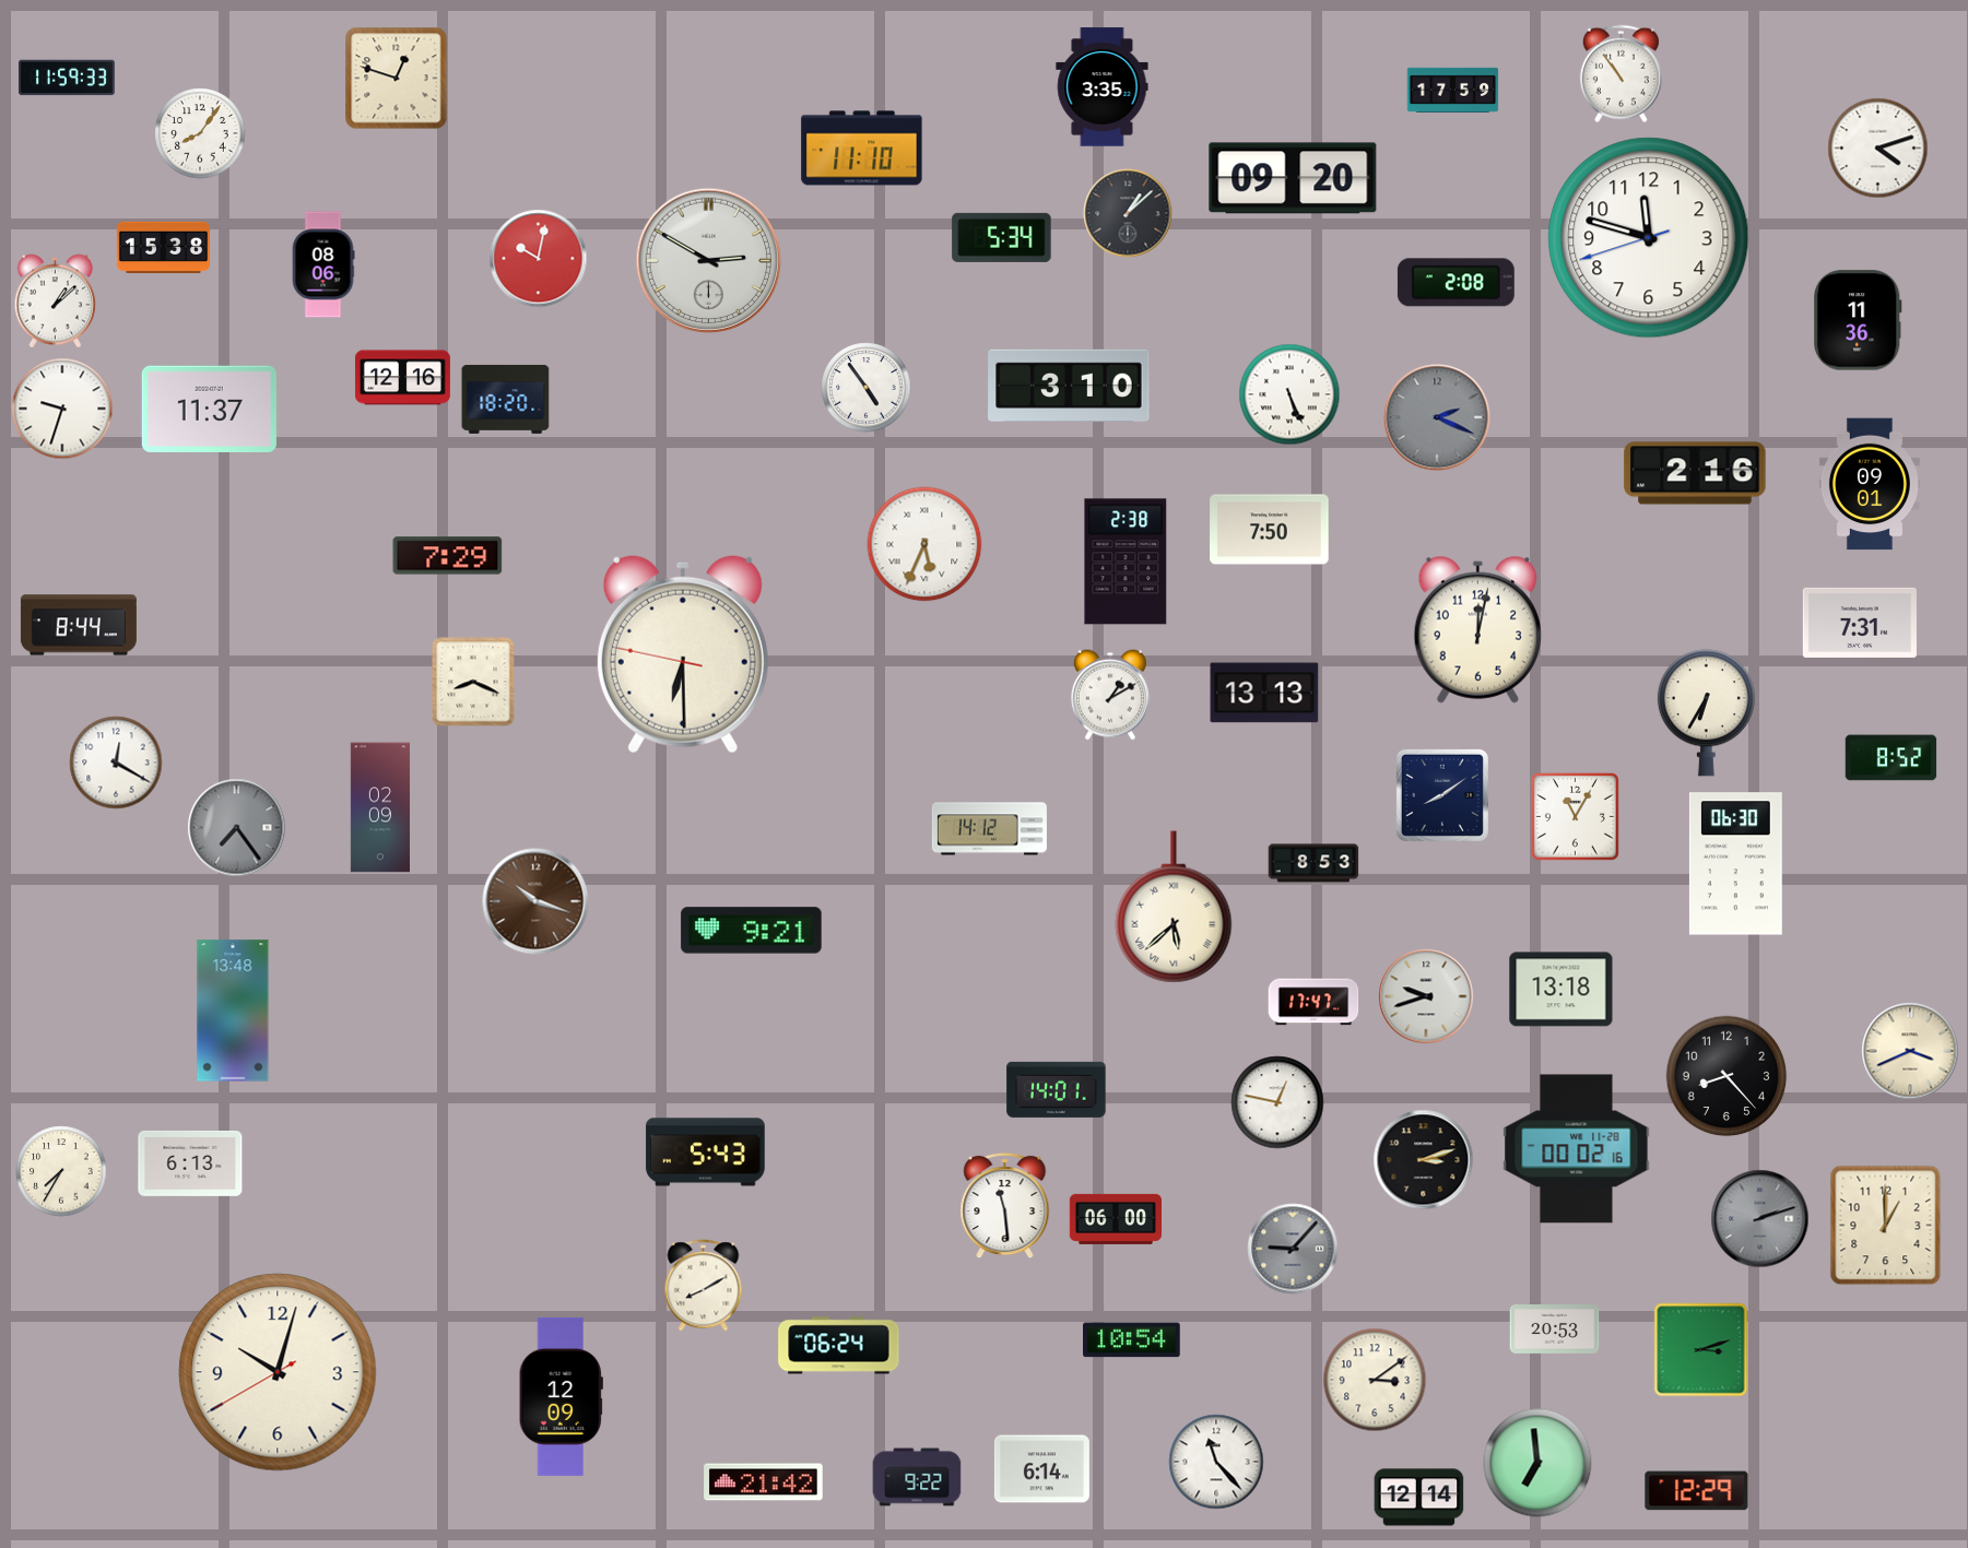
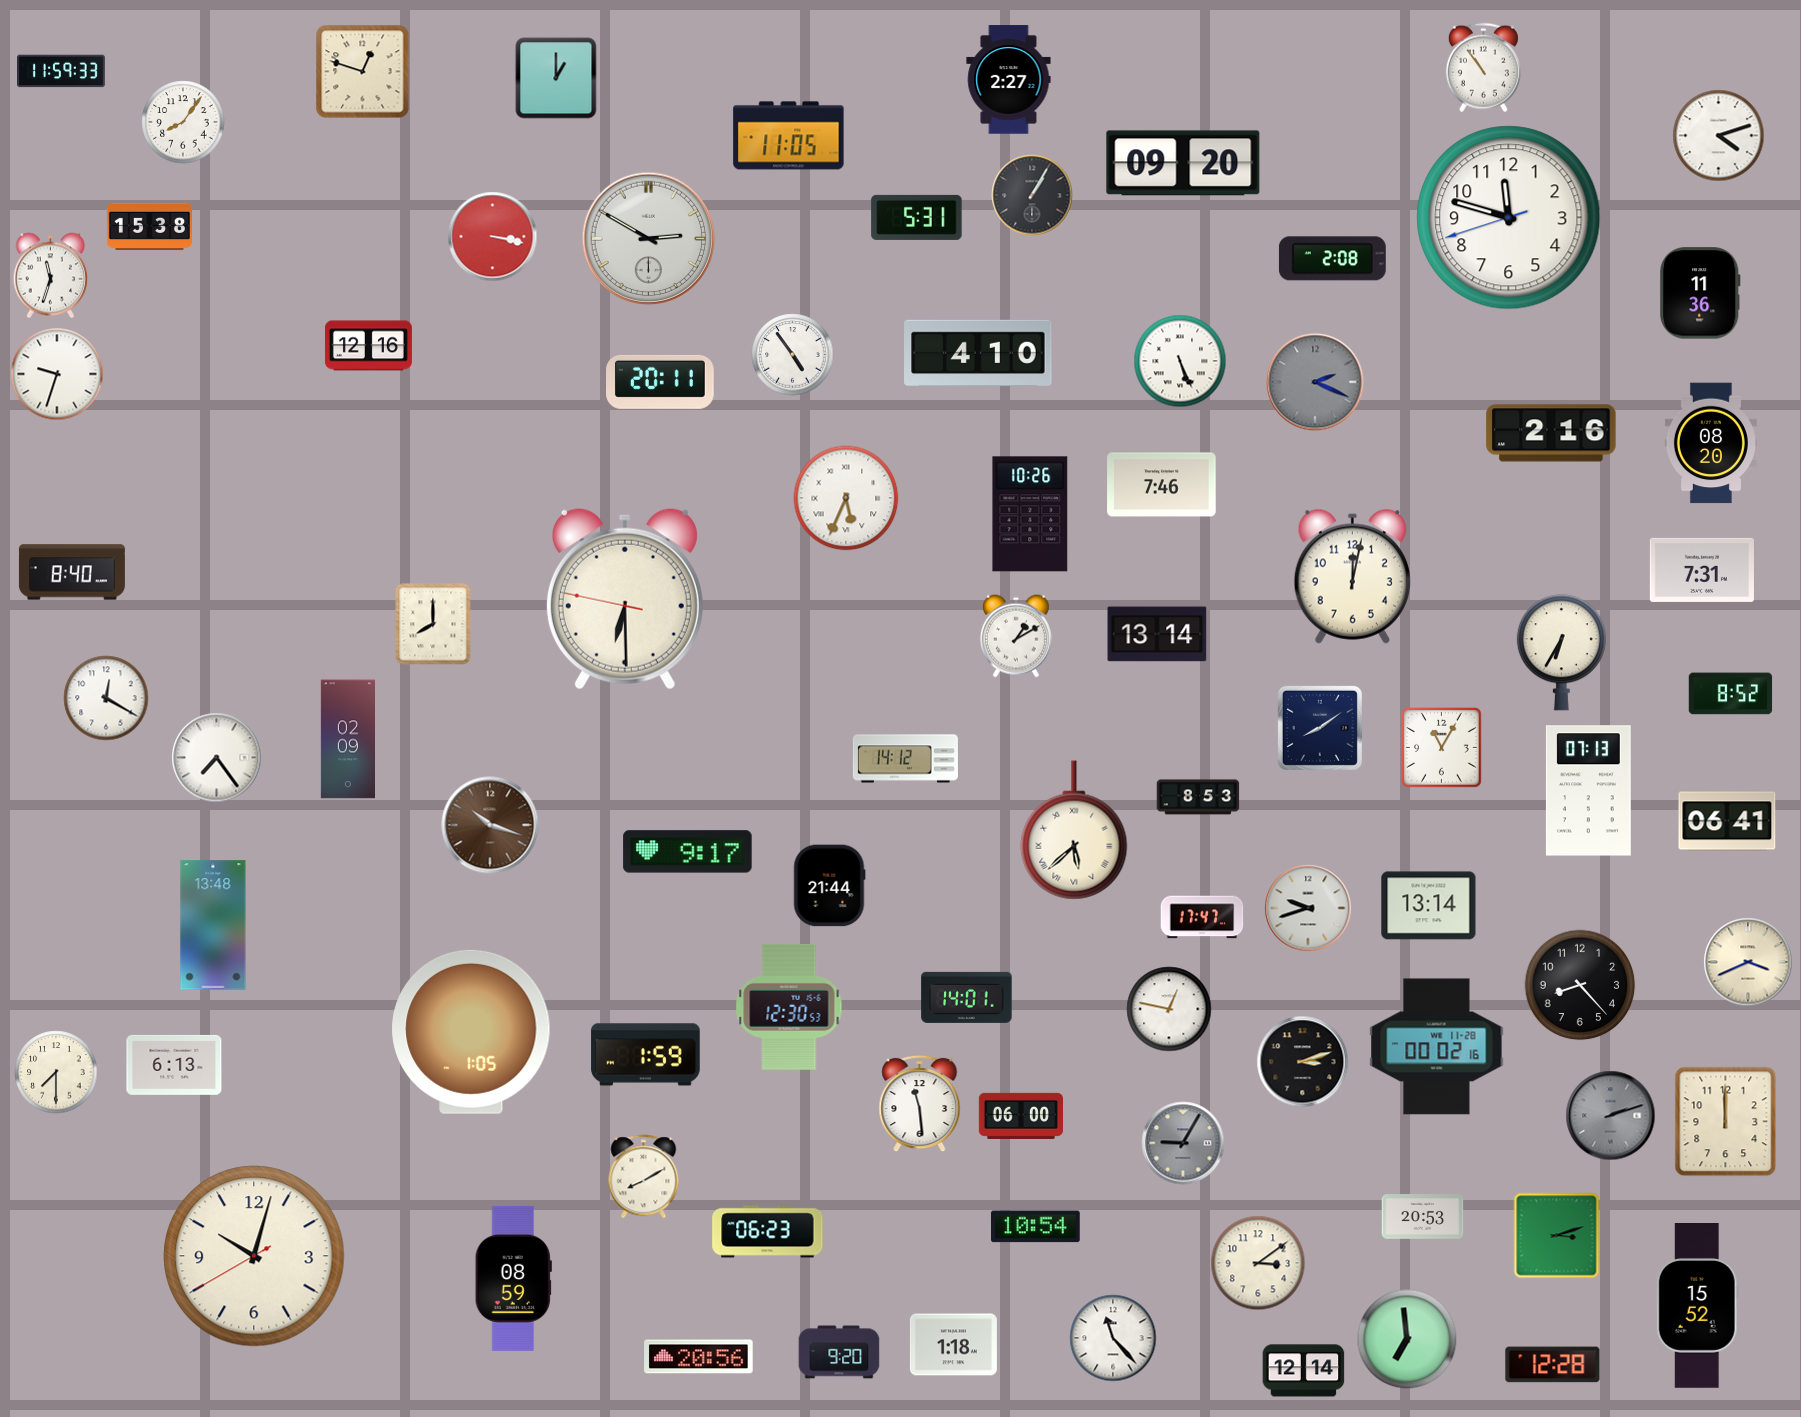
clock at (556, 78): none -> 1:00
clock at (1103, 87): 3:35 -> 2:27
clock at (1453, 90): 17:59 -> none
clock at (862, 149): 11:10 -> 11:05
clock at (1128, 213): 1:08 -> 1:05
clock at (1002, 237): 5:34 -> 5:31
clock at (539, 259): 10:02 -> 3:17
clock at (323, 264): 08:06 -> none
clock at (56, 302): 1:08 -> 11:33
clock at (1069, 386): 3:10 -> 4:10
clock at (506, 399): 18:20 -> none
clock at (209, 409): 11:37 -> none
clock at (661, 382): none -> 20:11
clock at (1870, 484): 09:01 -> 08:20
clock at (1270, 530): 7:50 -> 7:46
clock at (448, 556): 7:29 -> none
clock at (1126, 562): 2:38 -> 10:26
clock at (79, 625): 8:44 -> 8:40
clock at (473, 682): 8:19 -> 8:00
clock at (1264, 693): 13:13 -> 13:14
clock at (237, 828) dial: grey -> white
clock at (1313, 863) position: (1313, 863) -> (1198, 797)
clock at (1735, 864): 06:30 -> 07:13
clock at (1727, 821): none -> 06:41
clock at (752, 931): 9:21 -> 9:17
clock at (829, 886): none -> 21:44
clock at (1562, 990): 13:18 -> 13:14
clock at (1426, 996) position: (1426, 996) -> (1308, 908)
clock at (789, 1007): none -> 12:30
clock at (471, 1032): none -> 1:05
clock at (1577, 1149) position: (1577, 1149) -> (1437, 1047)
clock at (706, 1153): 5:43 -> 1:59
clock at (61, 1171): 7:35 -> 7:30
clock at (1886, 1226): 1:00 -> 12:00
clock at (1293, 1249): 9:07 -> 9:05
clock at (839, 1346): 06:24 -> 06:23
clock at (561, 1396): 12:09 -> 08:59
clock at (1697, 1306): none -> 15:52
clock at (1041, 1469): 6:14 -> 1:18
clock at (917, 1477): 9:22 -> 9:20
clock at (764, 1482): 21:42 -> 20:56
clock at (1697, 1491): 12:29 -> 12:28
clock at (1419, 1498) position: (1419, 1498) -> (1304, 1371)
